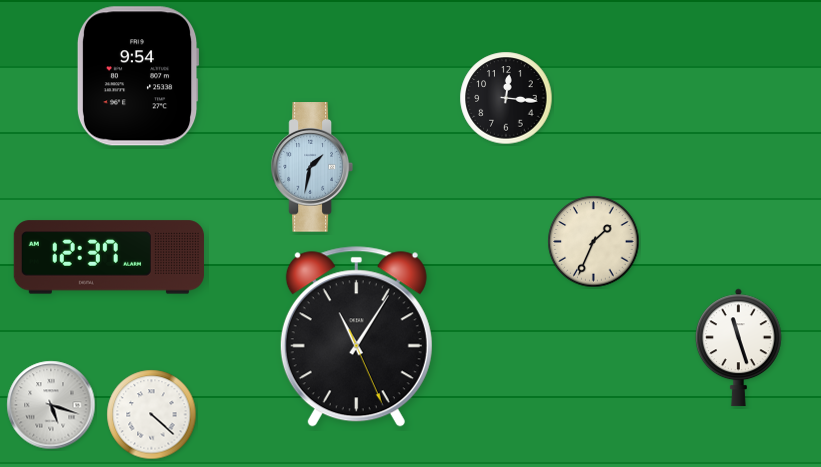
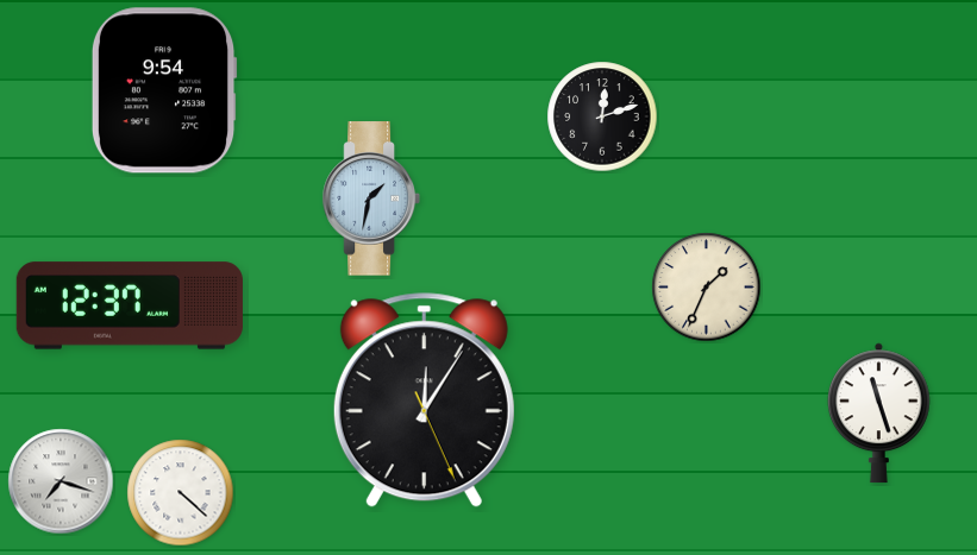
clock at (506, 98): 12:16 -> 12:12
clock at (356, 337): 11:05 -> 12:05
clock at (51, 405): 5:18 -> 7:18
